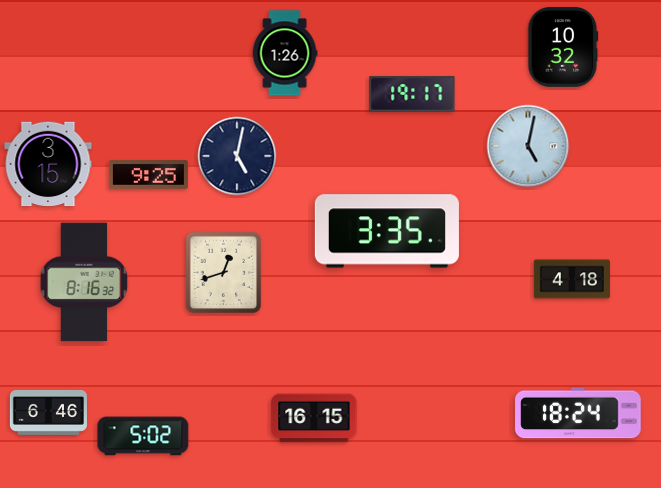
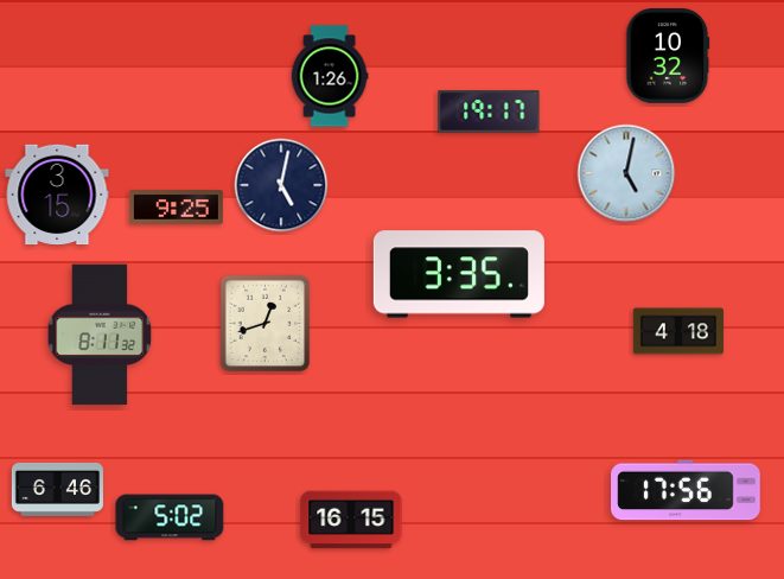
clock at (285, 53) position: (285, 53) -> (330, 76)
clock at (84, 282): 8:16 -> 8:11
clock at (578, 413): 18:24 -> 17:56
clock at (314, 418) position: (314, 418) -> (351, 520)
